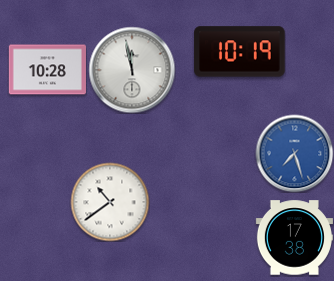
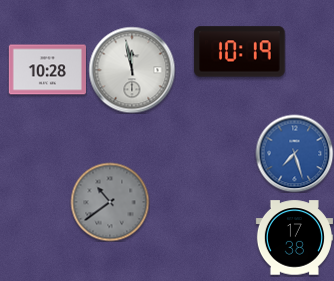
clock at (110, 202) dial: white -> grey
